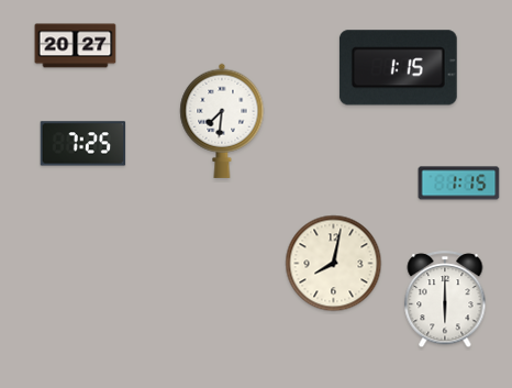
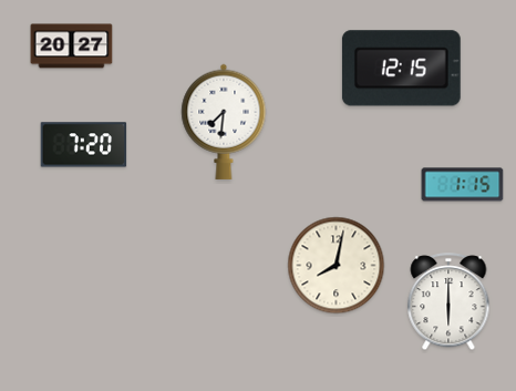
clock at (76, 46) position: (76, 46) -> (72, 47)
clock at (398, 68): 1:15 -> 12:15
clock at (84, 144): 7:25 -> 7:20
